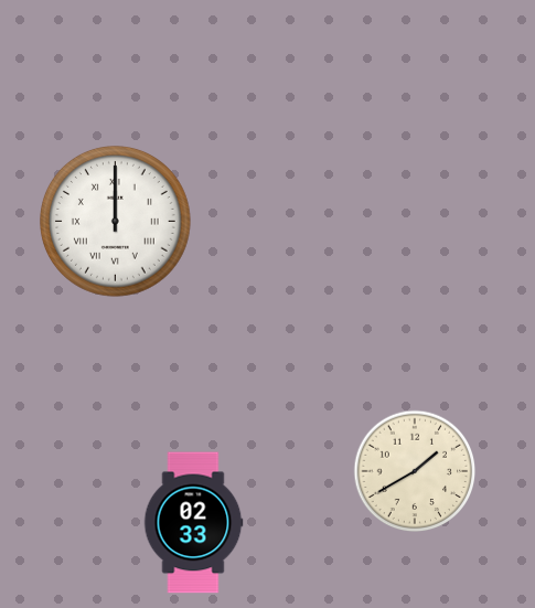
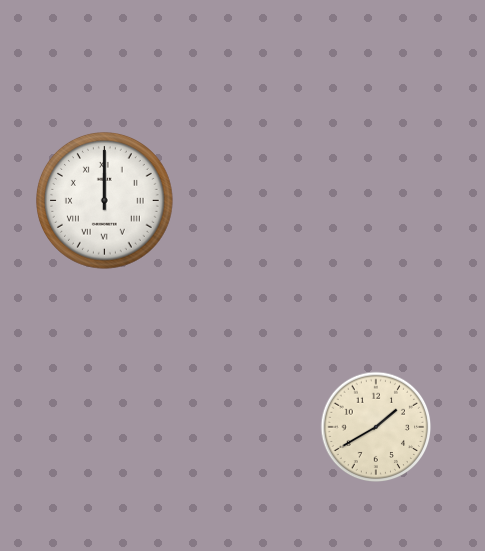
clock at (193, 523): 02:33 -> none
